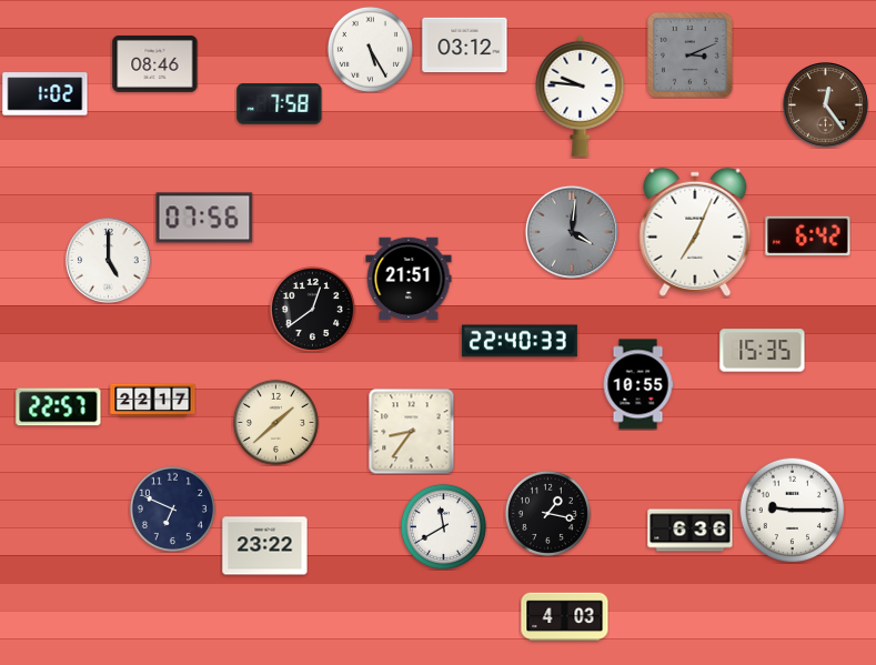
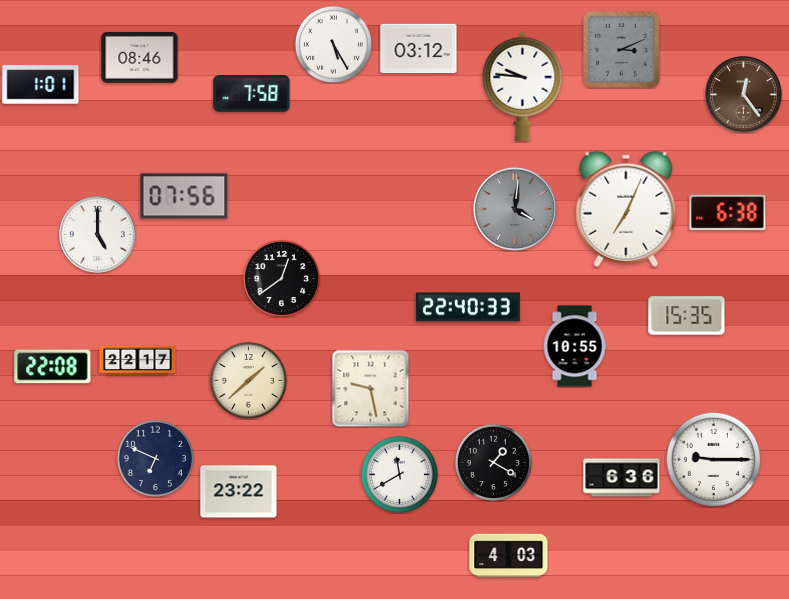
clock at (465, 46) position: (465, 46) -> (419, 49)
clock at (46, 94): 1:02 -> 1:01
clock at (808, 236): 6:42 -> 6:38
clock at (409, 279): 21:51 -> none
clock at (59, 407): 22:57 -> 22:08
clock at (411, 431): 8:36 -> 9:28
clock at (547, 513): 1:17 -> 1:20
